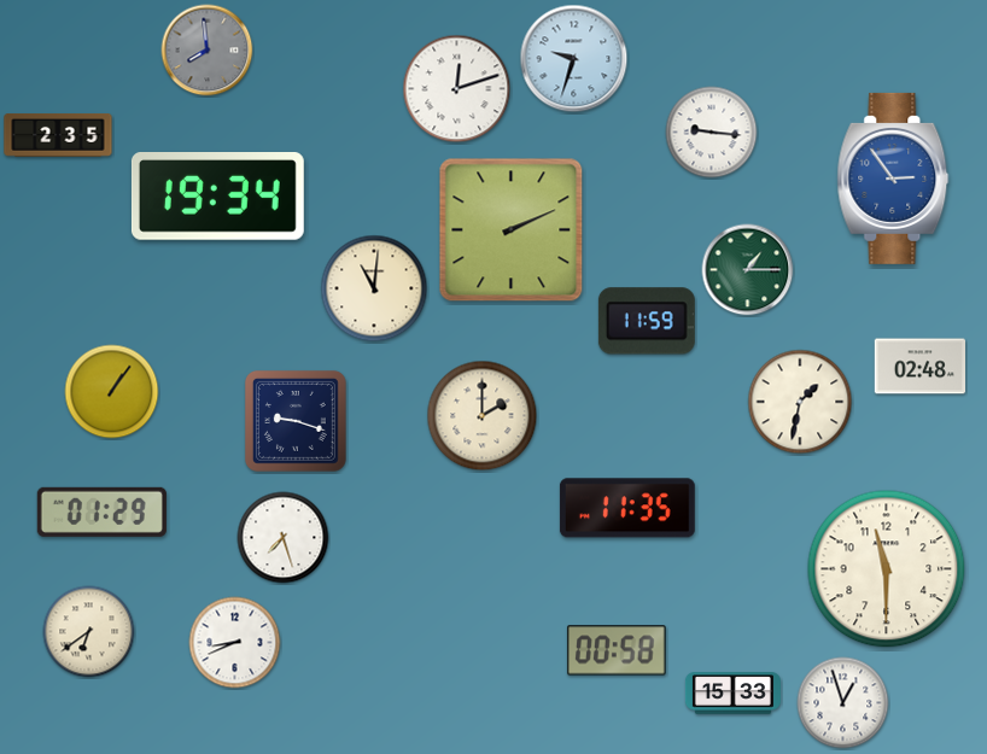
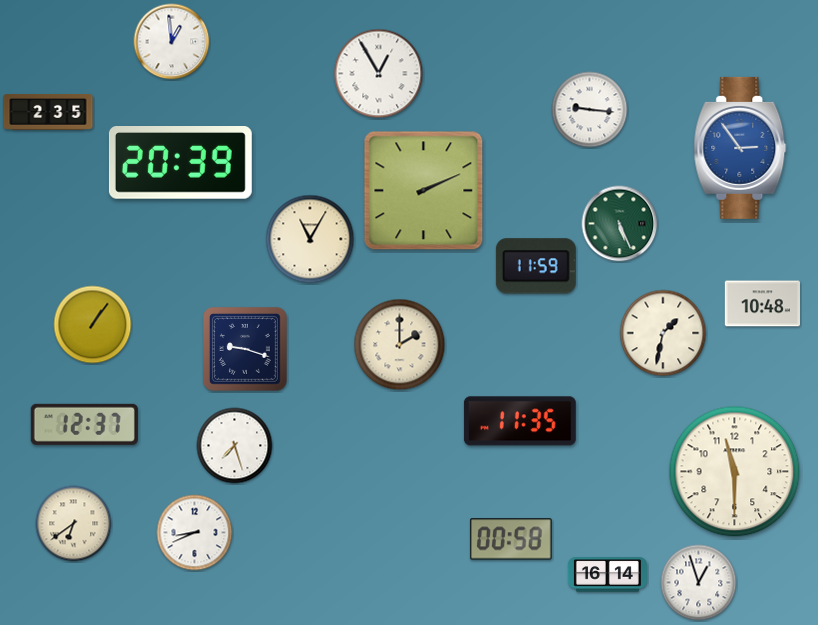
clock at (208, 51): 7:59 -> 12:59
clock at (208, 51) dial: grey -> white
clock at (574, 59): 9:33 -> none
clock at (457, 89): 12:12 -> 12:55
clock at (217, 197): 19:34 -> 20:39
clock at (748, 270): 1:15 -> 5:26
clock at (374, 288): 11:01 -> 11:05
clock at (919, 367): 02:48 -> 10:48
clock at (101, 512): 01:29 -> 12:37
clock at (732, 694): 15:33 -> 16:14
